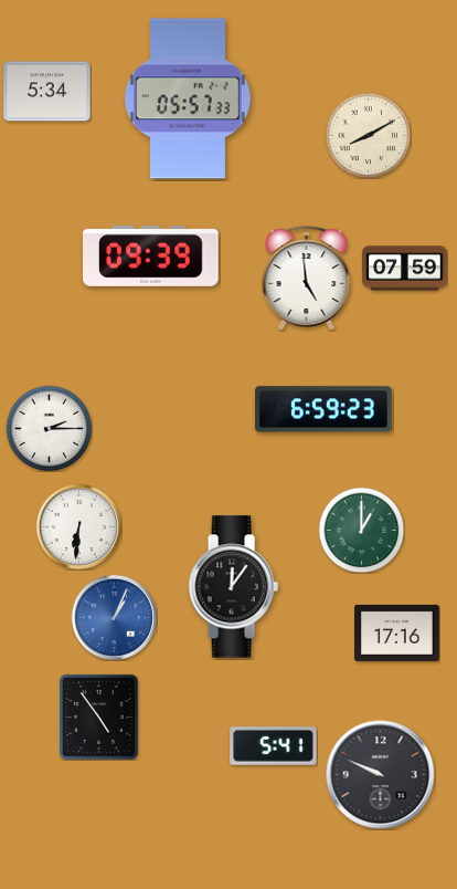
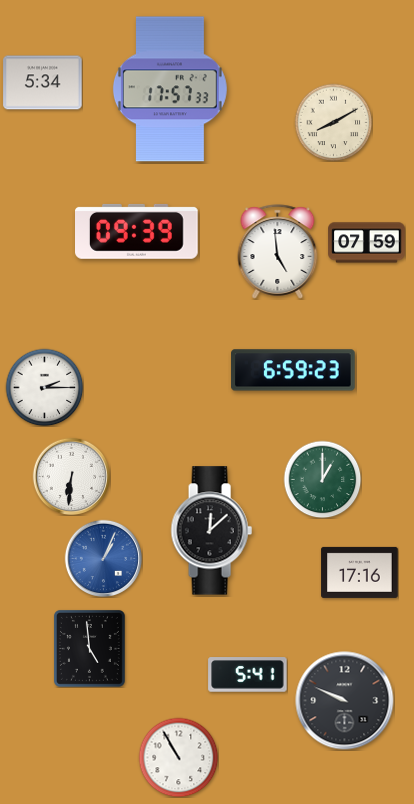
clock at (188, 98): 05:57 -> 17:57
clock at (361, 530) position: (361, 530) -> (322, 479)
clock at (233, 587): 12:06 -> 12:08
clock at (98, 717): 4:54 -> 4:59
clock at (178, 757): none -> 10:55
